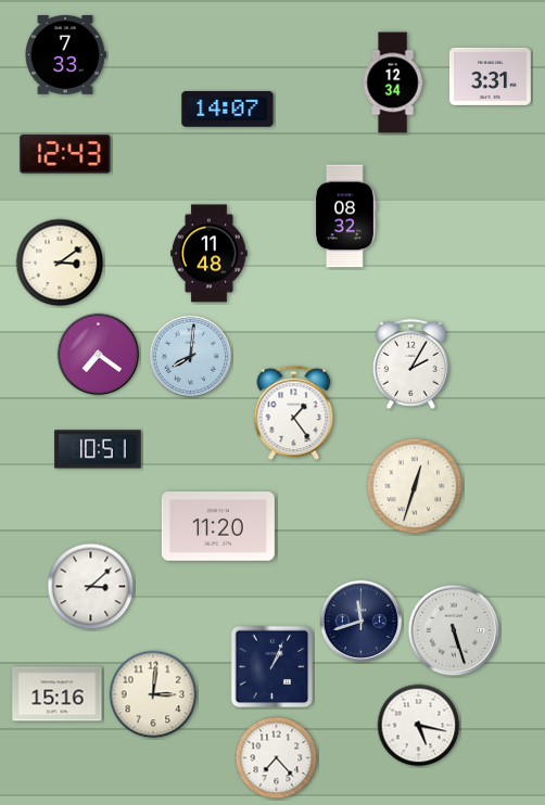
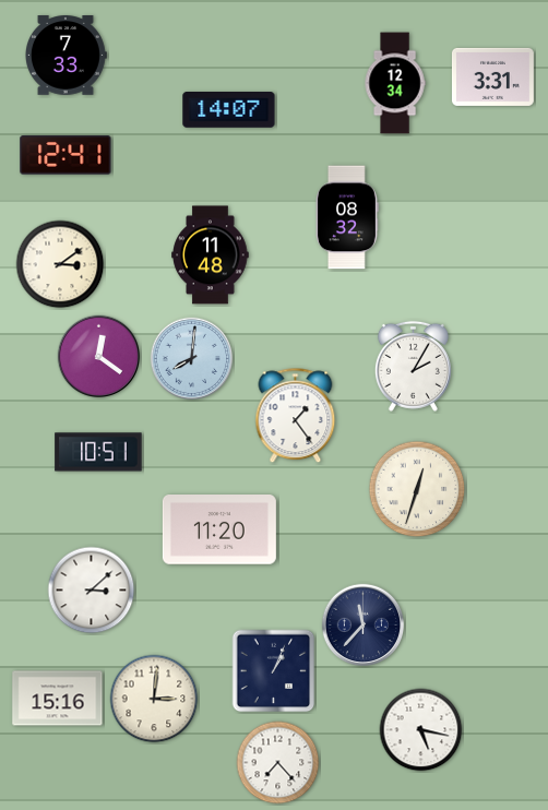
clock at (65, 154): 12:43 -> 12:41
clock at (99, 355): 7:21 -> 12:21
clock at (362, 622): 11:42 -> 11:37
clock at (454, 630): 5:27 -> none
